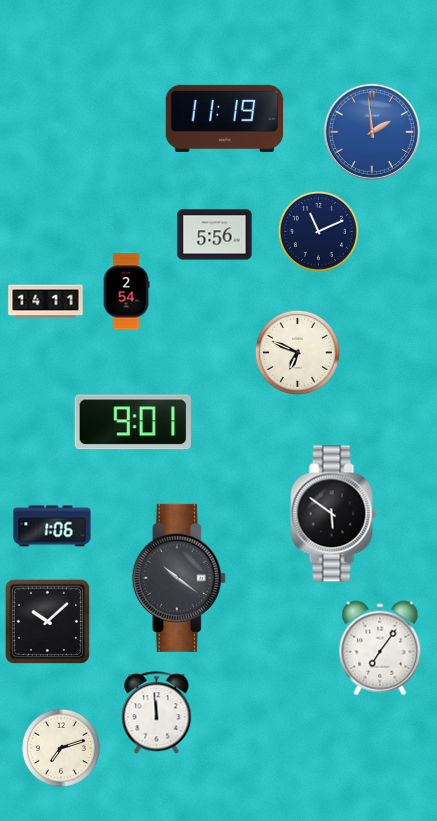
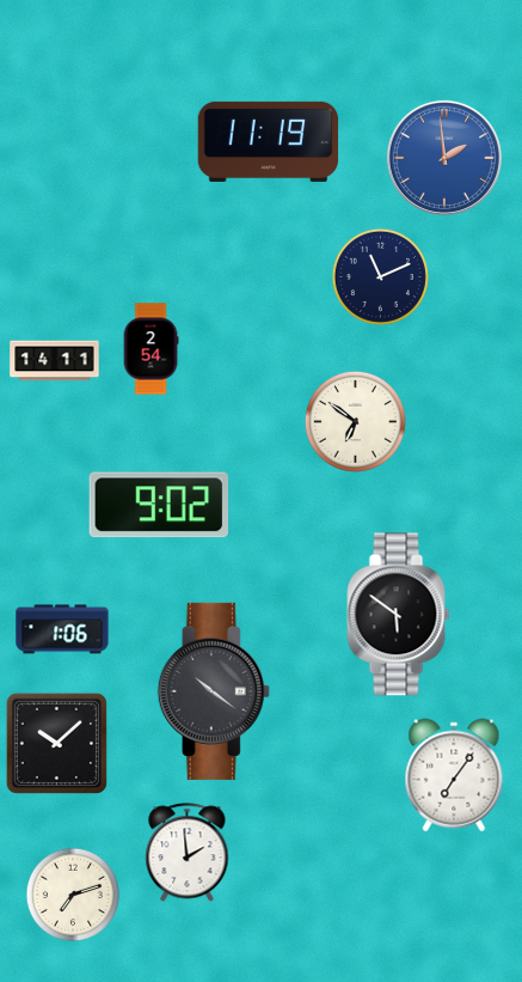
clock at (215, 235): 5:56 -> none
clock at (297, 352): 6:49 -> 6:51
clock at (132, 422): 9:01 -> 9:02
clock at (157, 713): 11:59 -> 1:59
